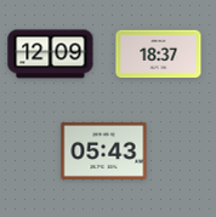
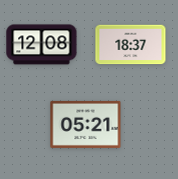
clock at (51, 55): 12:09 -> 12:08
clock at (104, 150): 05:43 -> 05:21
